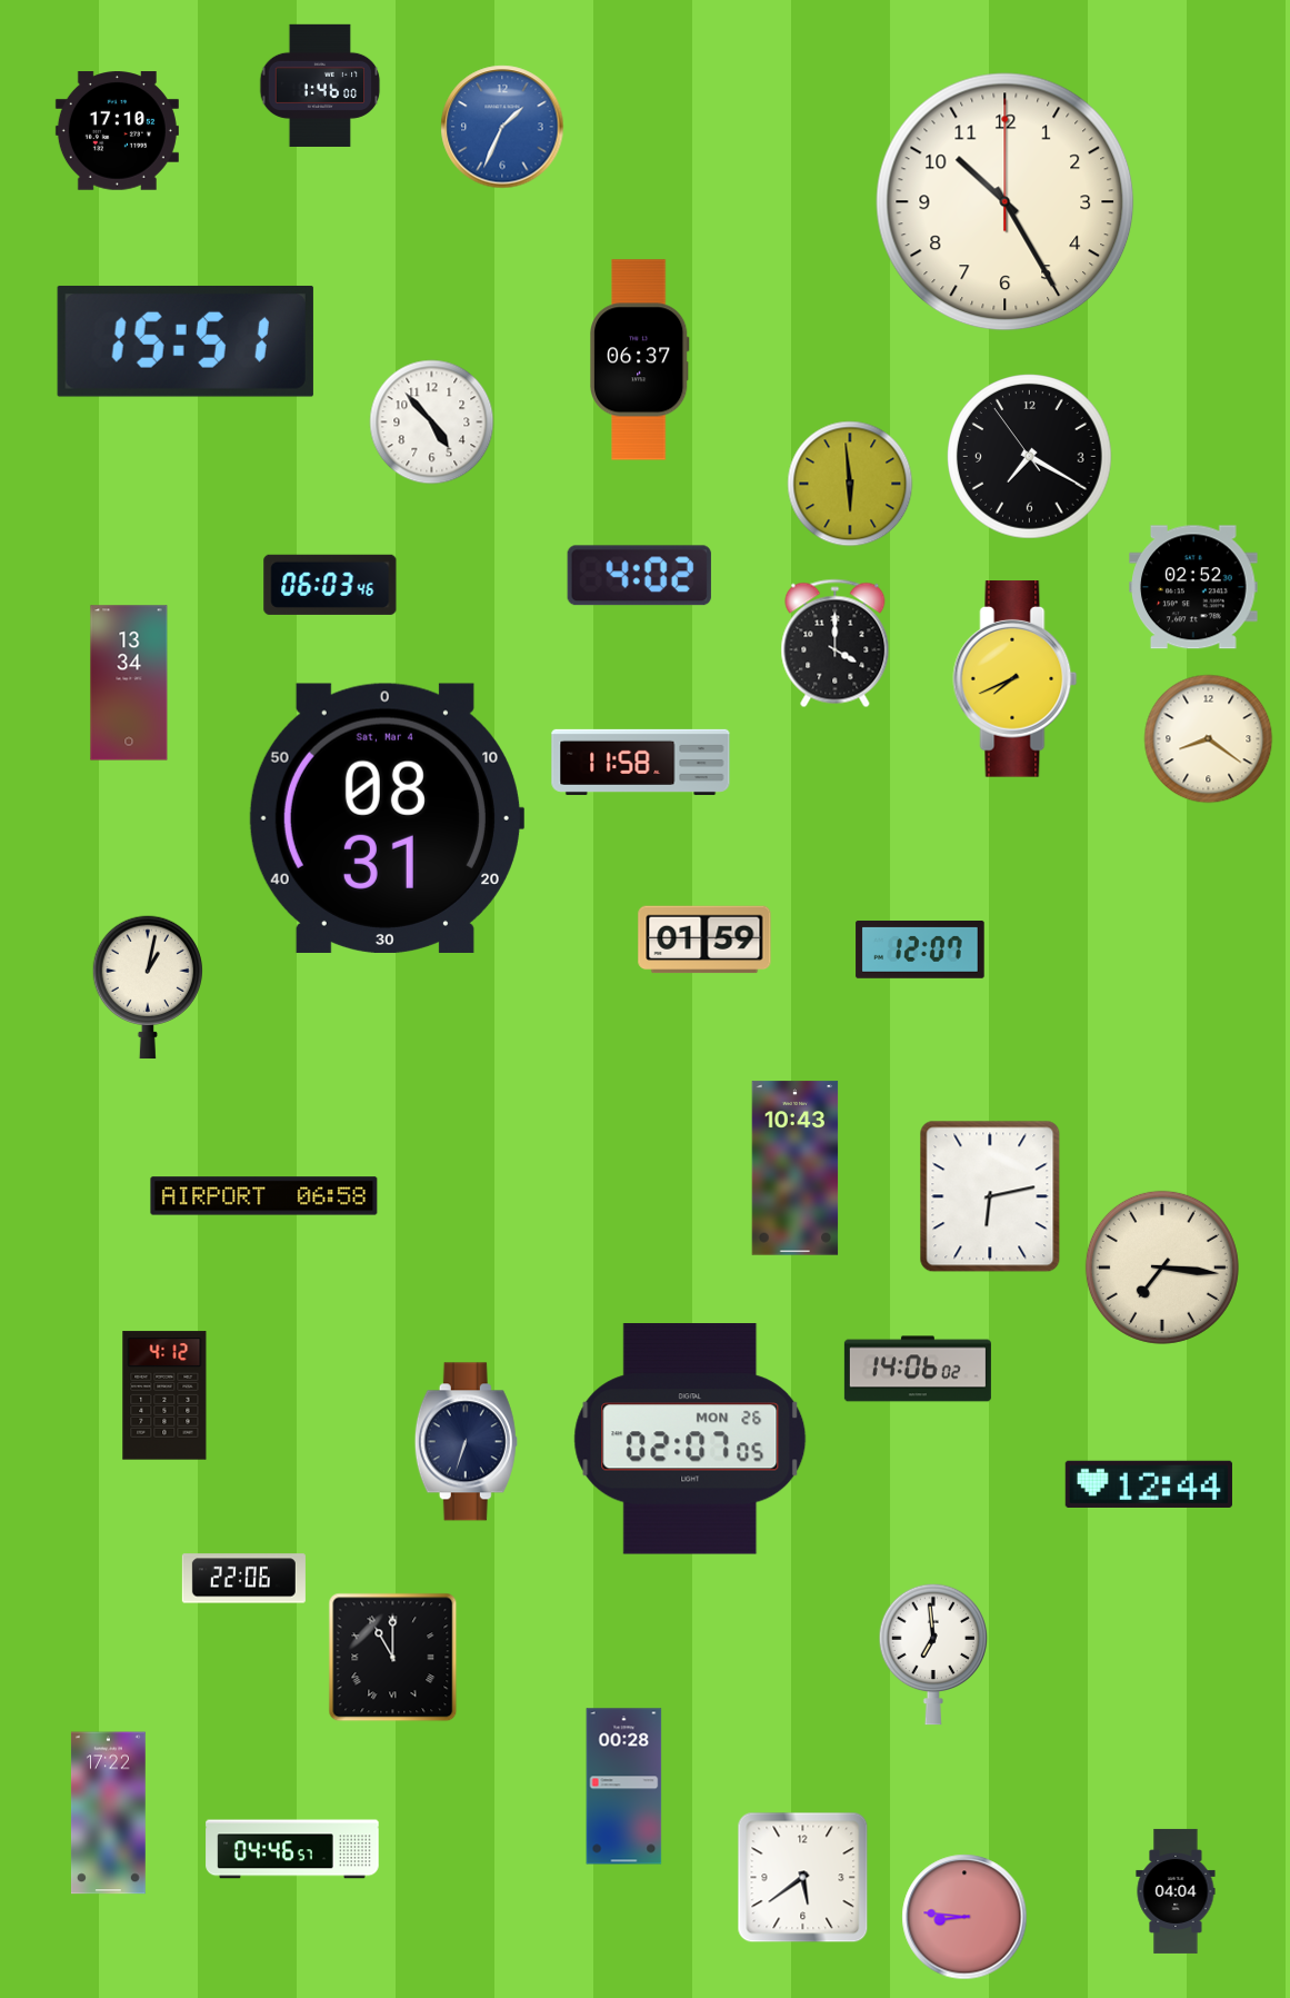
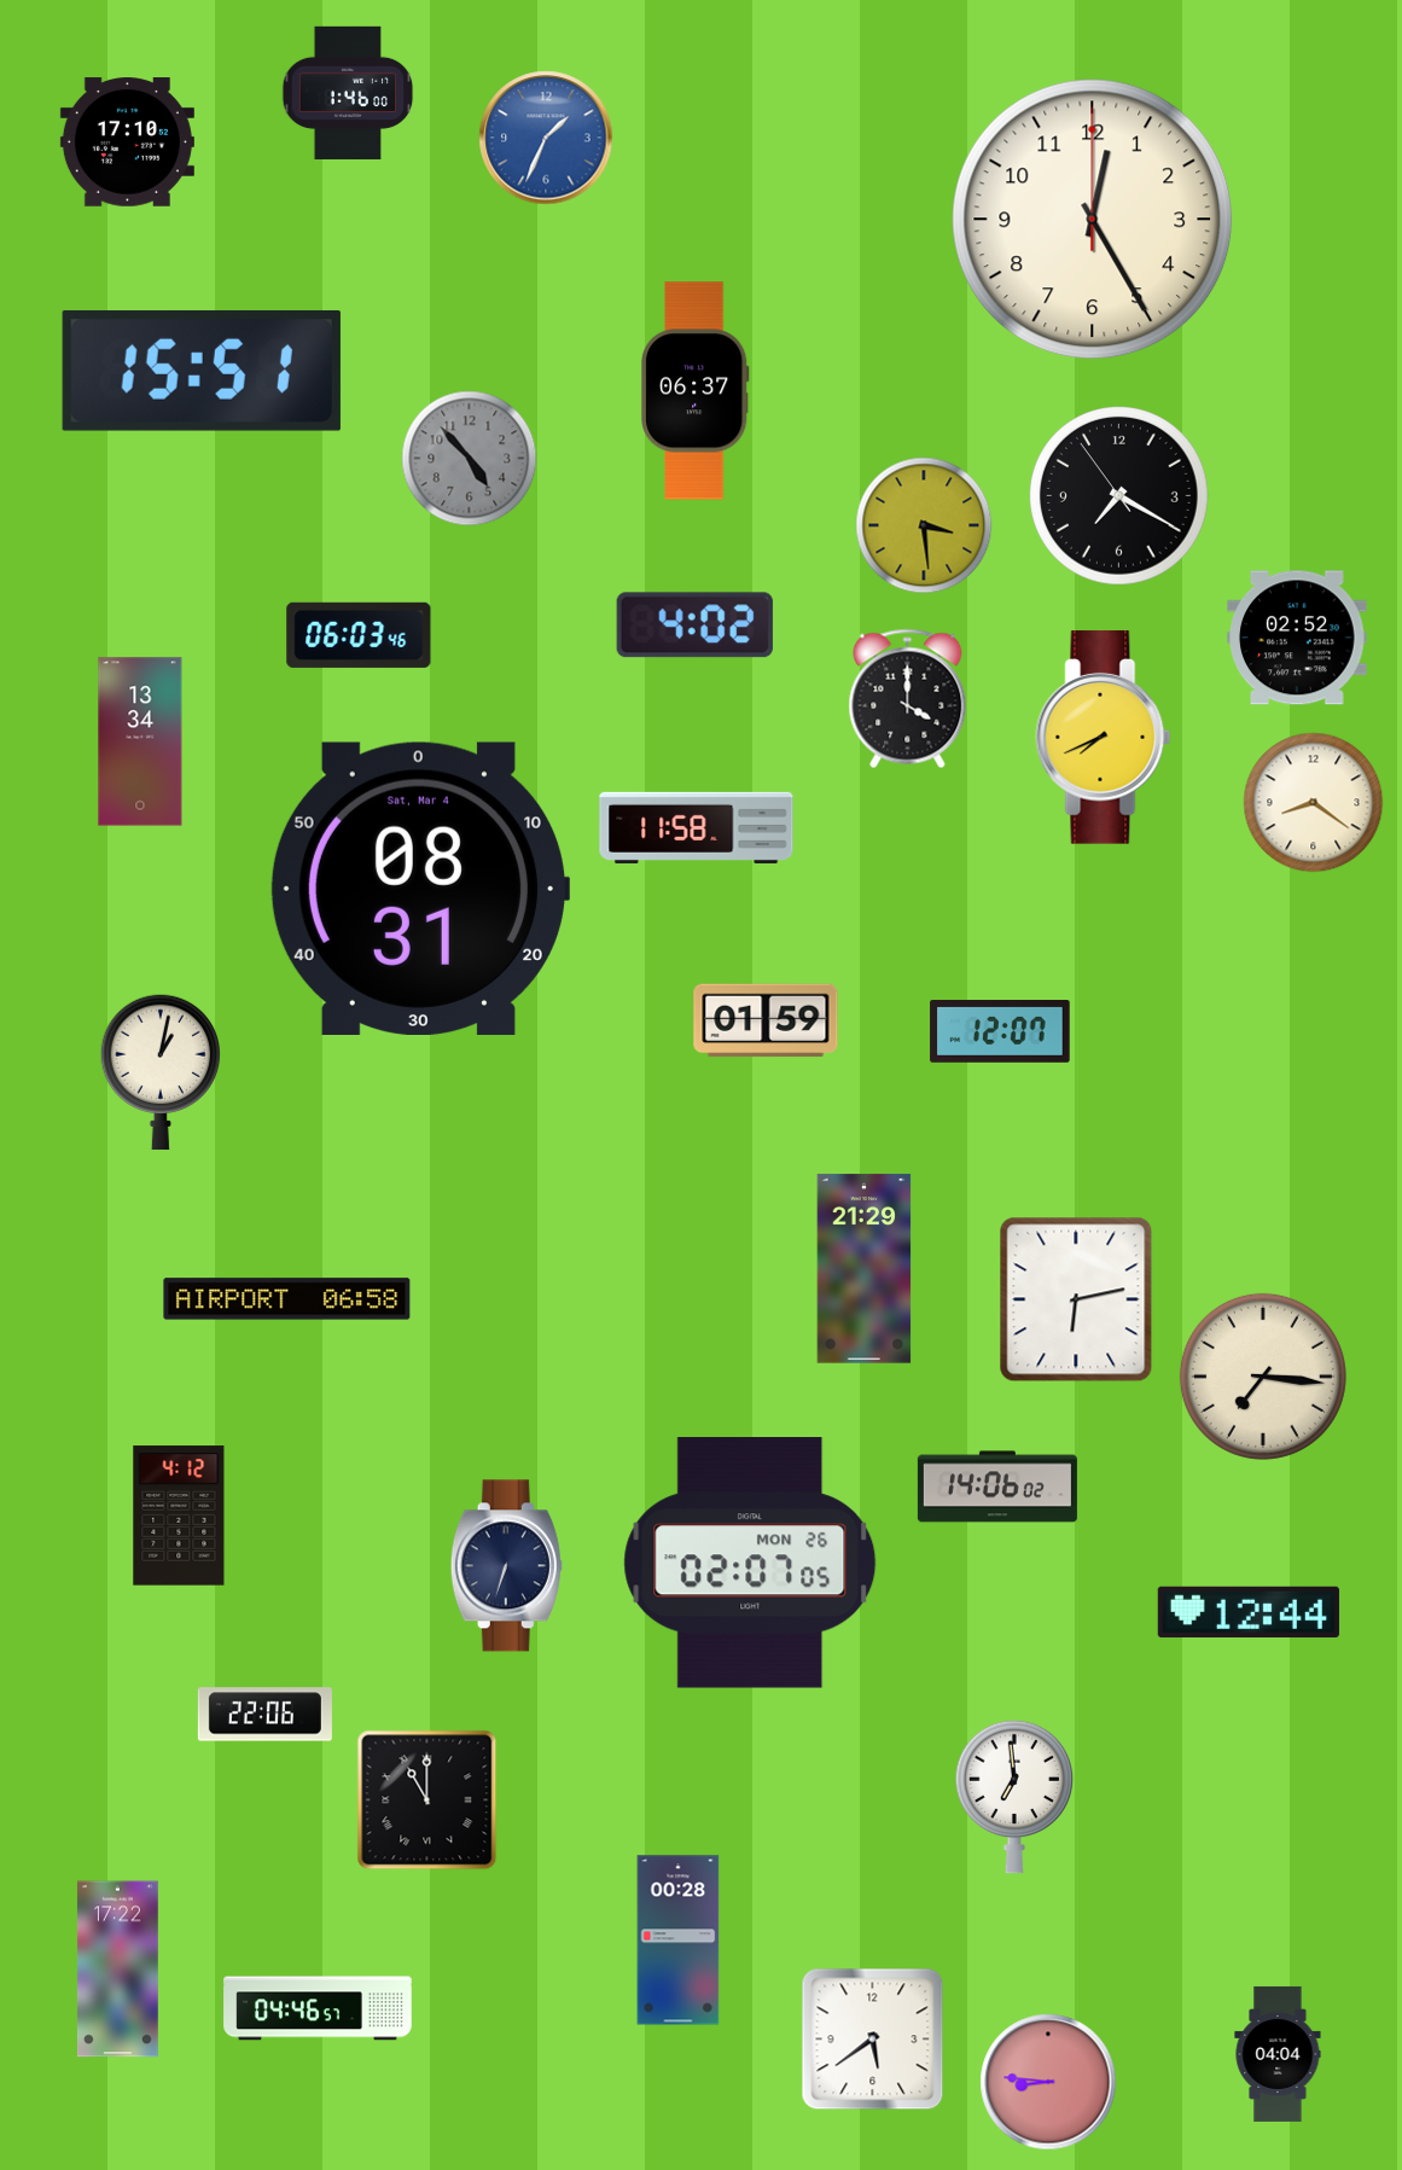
clock at (1006, 202): 10:25 -> 12:25
clock at (432, 423) dial: white -> grey
clock at (850, 484): 5:59 -> 3:29
clock at (796, 1169): 10:43 -> 21:29
